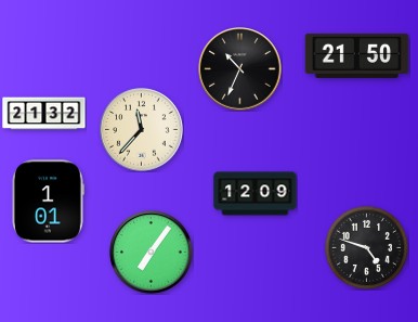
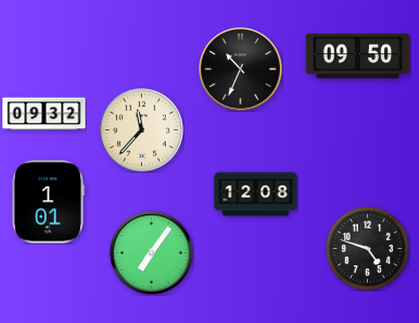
clock at (357, 55): 21:50 -> 09:50
clock at (44, 114): 21:32 -> 09:32
clock at (256, 194): 12:09 -> 12:08
